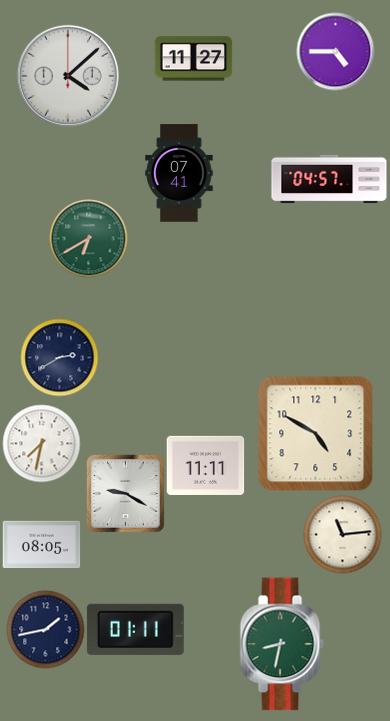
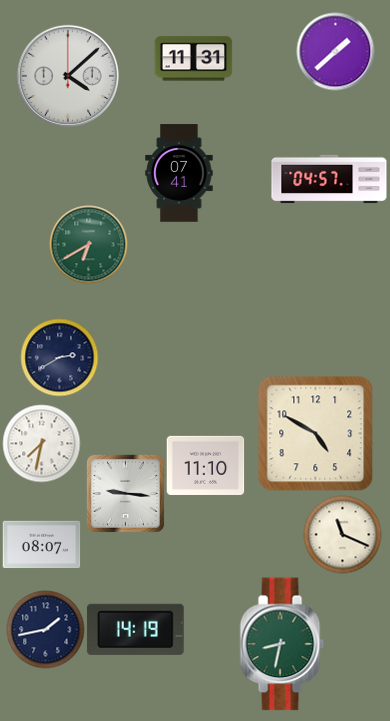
clock at (335, 51): 4:45 -> 1:38
clock at (193, 59): 11:27 -> 11:31
clock at (88, 238) position: (88, 238) -> (88, 244)
clock at (205, 465): 11:11 -> 11:10
clock at (125, 493): 9:20 -> 9:16
clock at (342, 534): 11:14 -> 11:19
clock at (41, 545): 08:05 -> 08:07
clock at (135, 629): 01:11 -> 14:19
